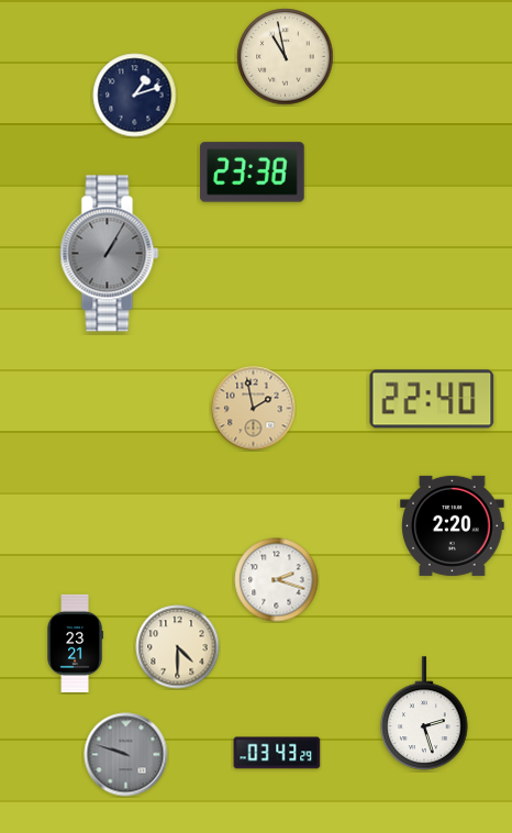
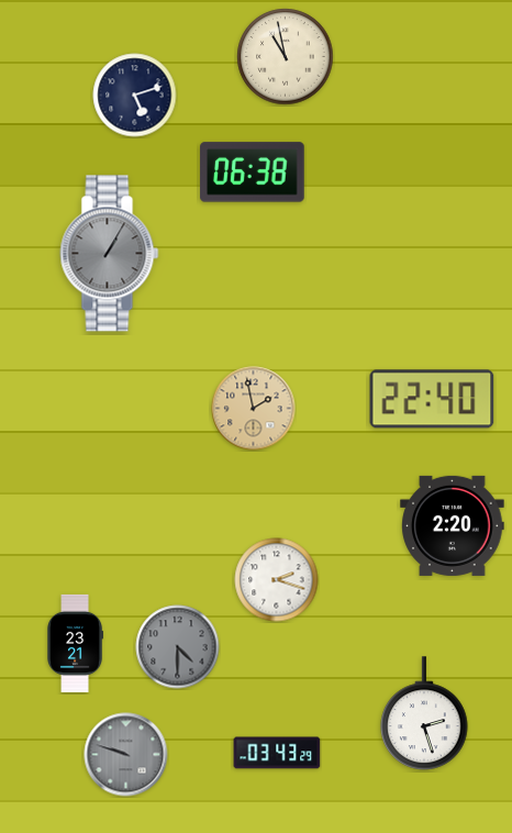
clock at (135, 96): 1:12 -> 5:12
clock at (253, 173): 23:38 -> 06:38
clock at (178, 647) dial: cream -> grey
